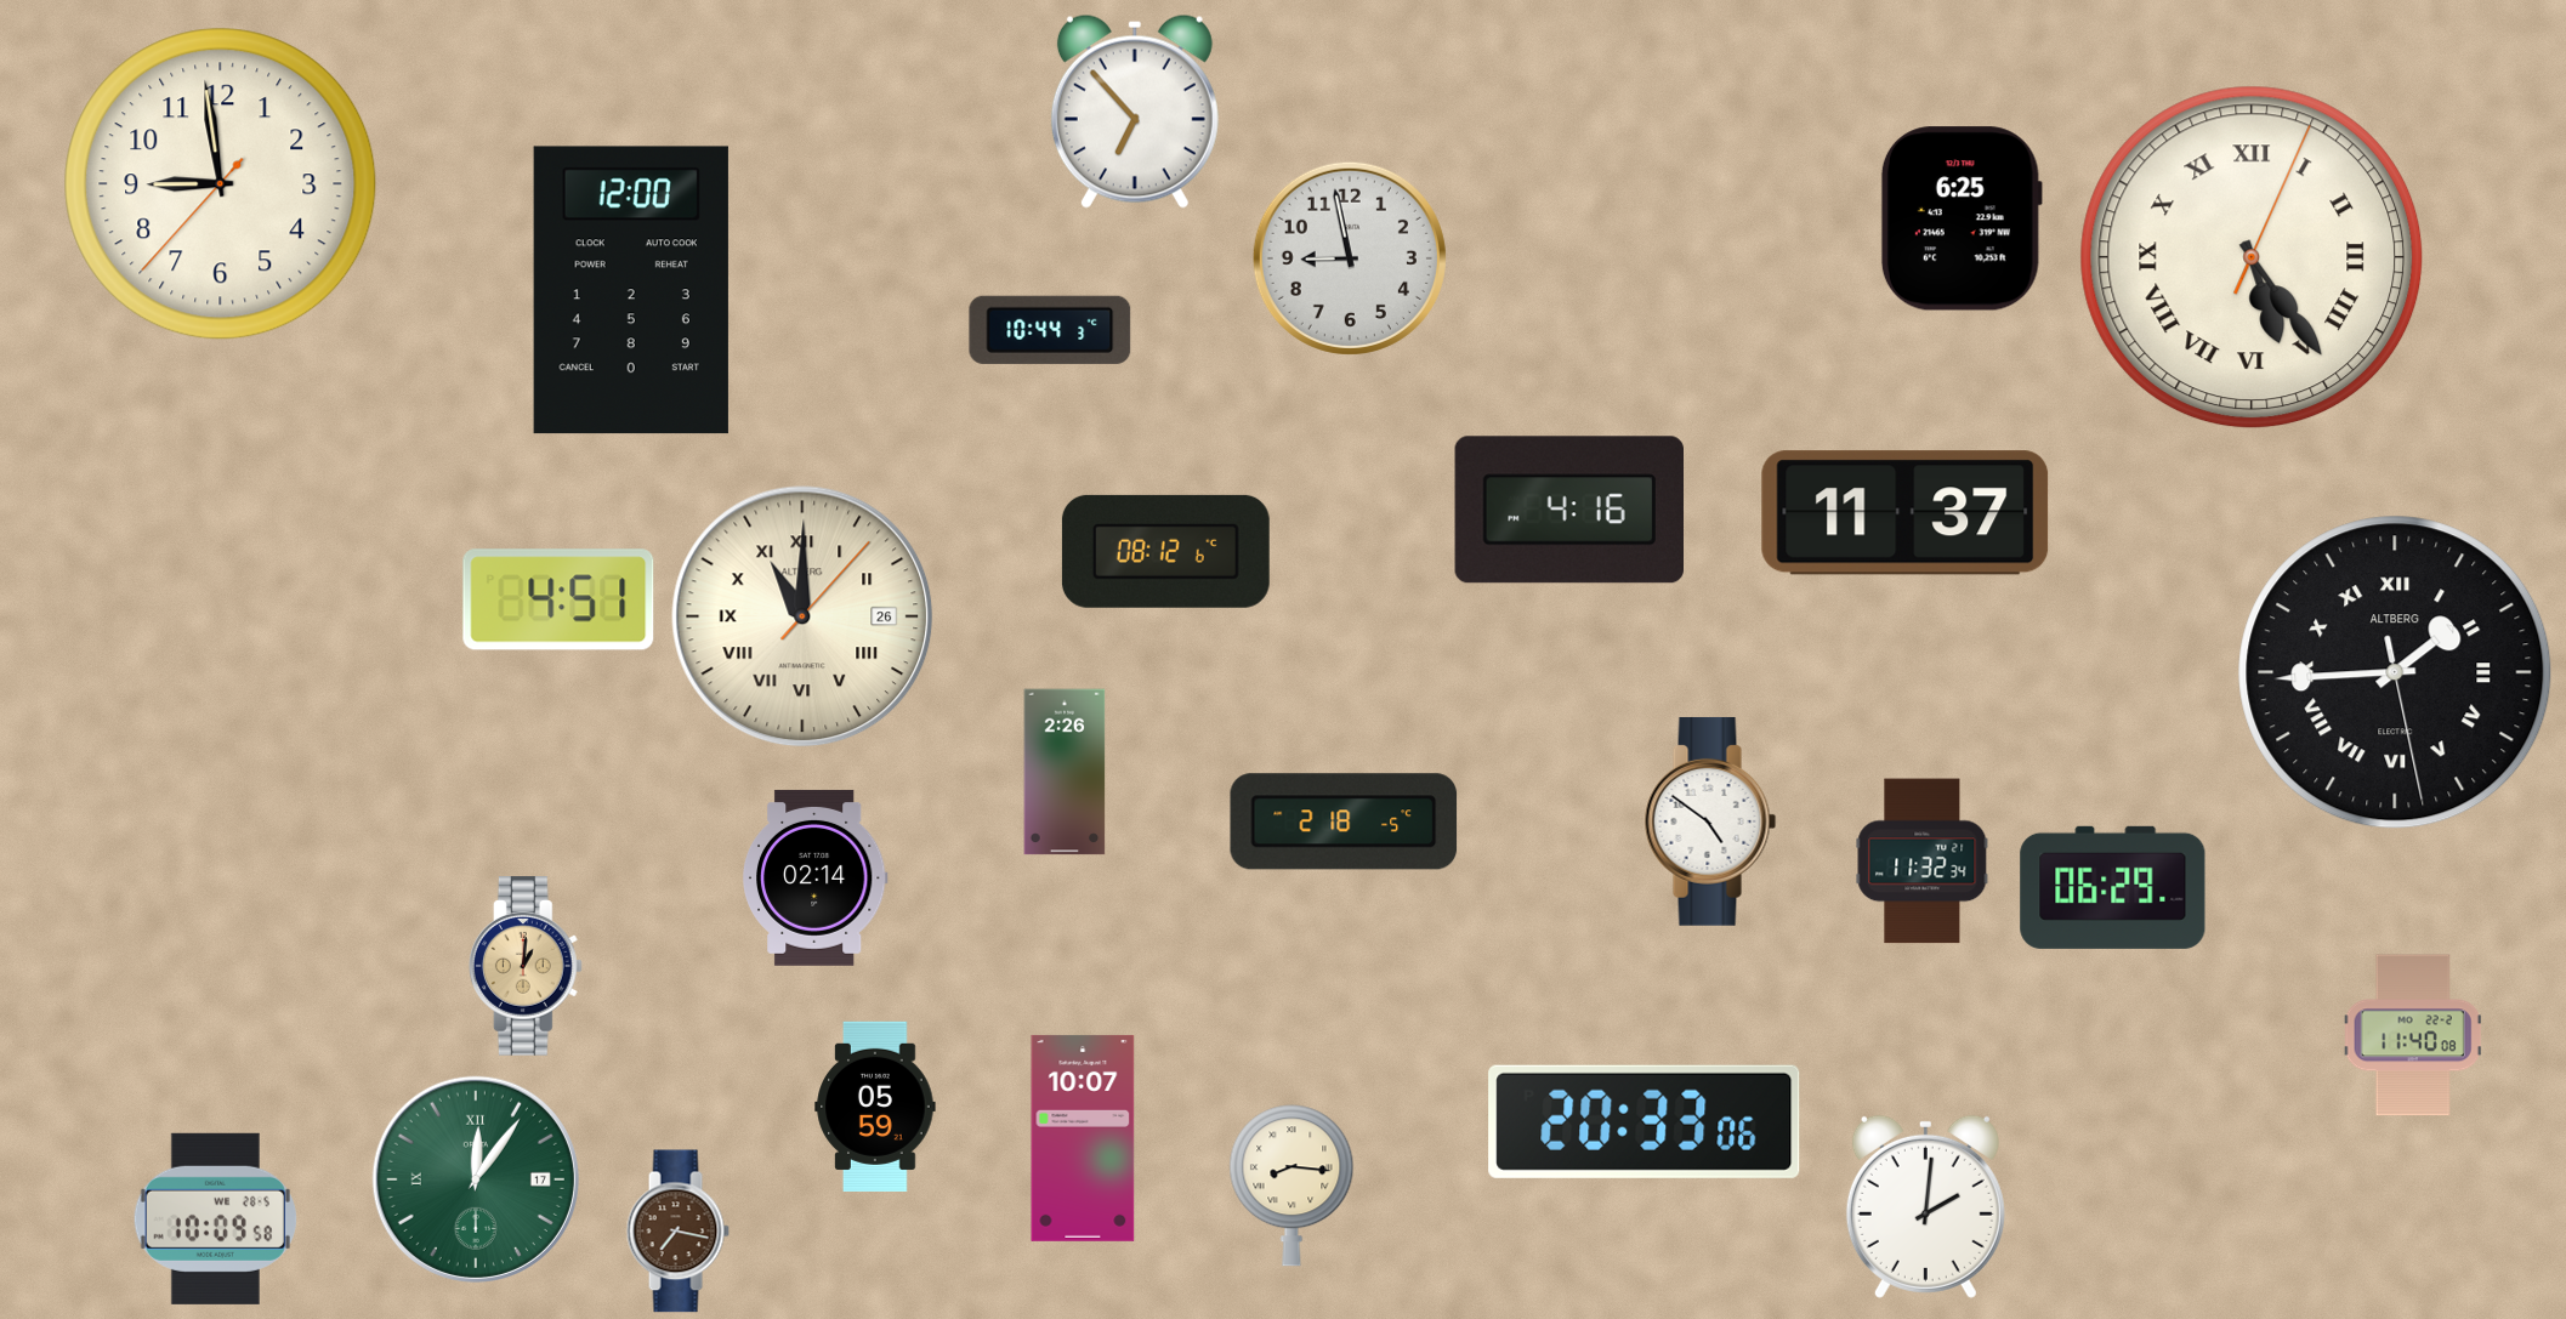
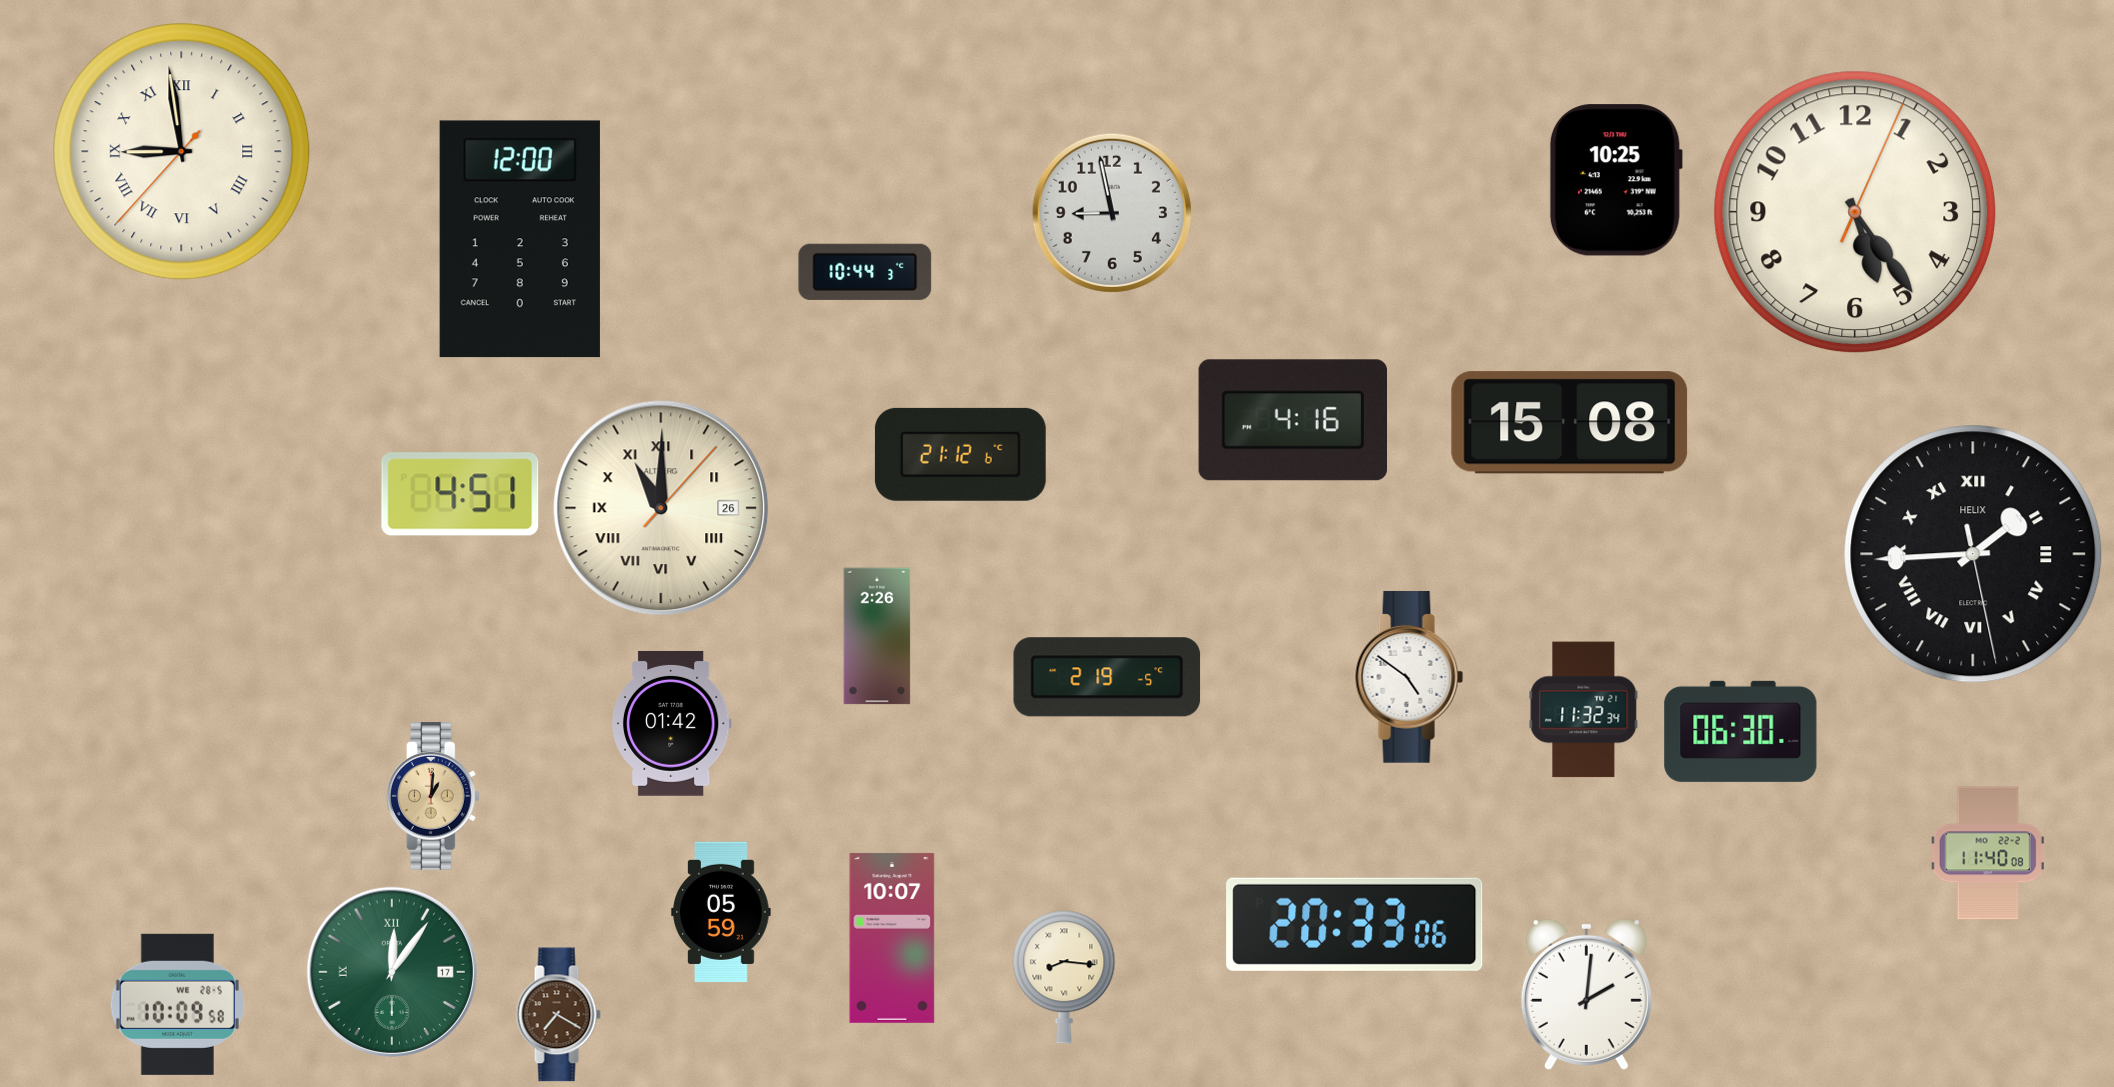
clock at (1135, 112): 6:53 -> none
clock at (221, 184) numerals: Arabic -> Roman
clock at (1962, 218): 6:25 -> 10:25
clock at (2252, 257) numerals: Roman -> Arabic
clock at (1906, 513): 11:37 -> 15:08
clock at (1165, 551): 08:12 -> 21:12
clock at (2395, 672) brand: ALTBERG -> HELIX
clock at (1344, 821): 2:18 -> 2:19
clock at (814, 877): 02:14 -> 01:42
clock at (2113, 887): 06:29 -> 06:30
clock at (677, 1232): 7:17 -> 7:20
